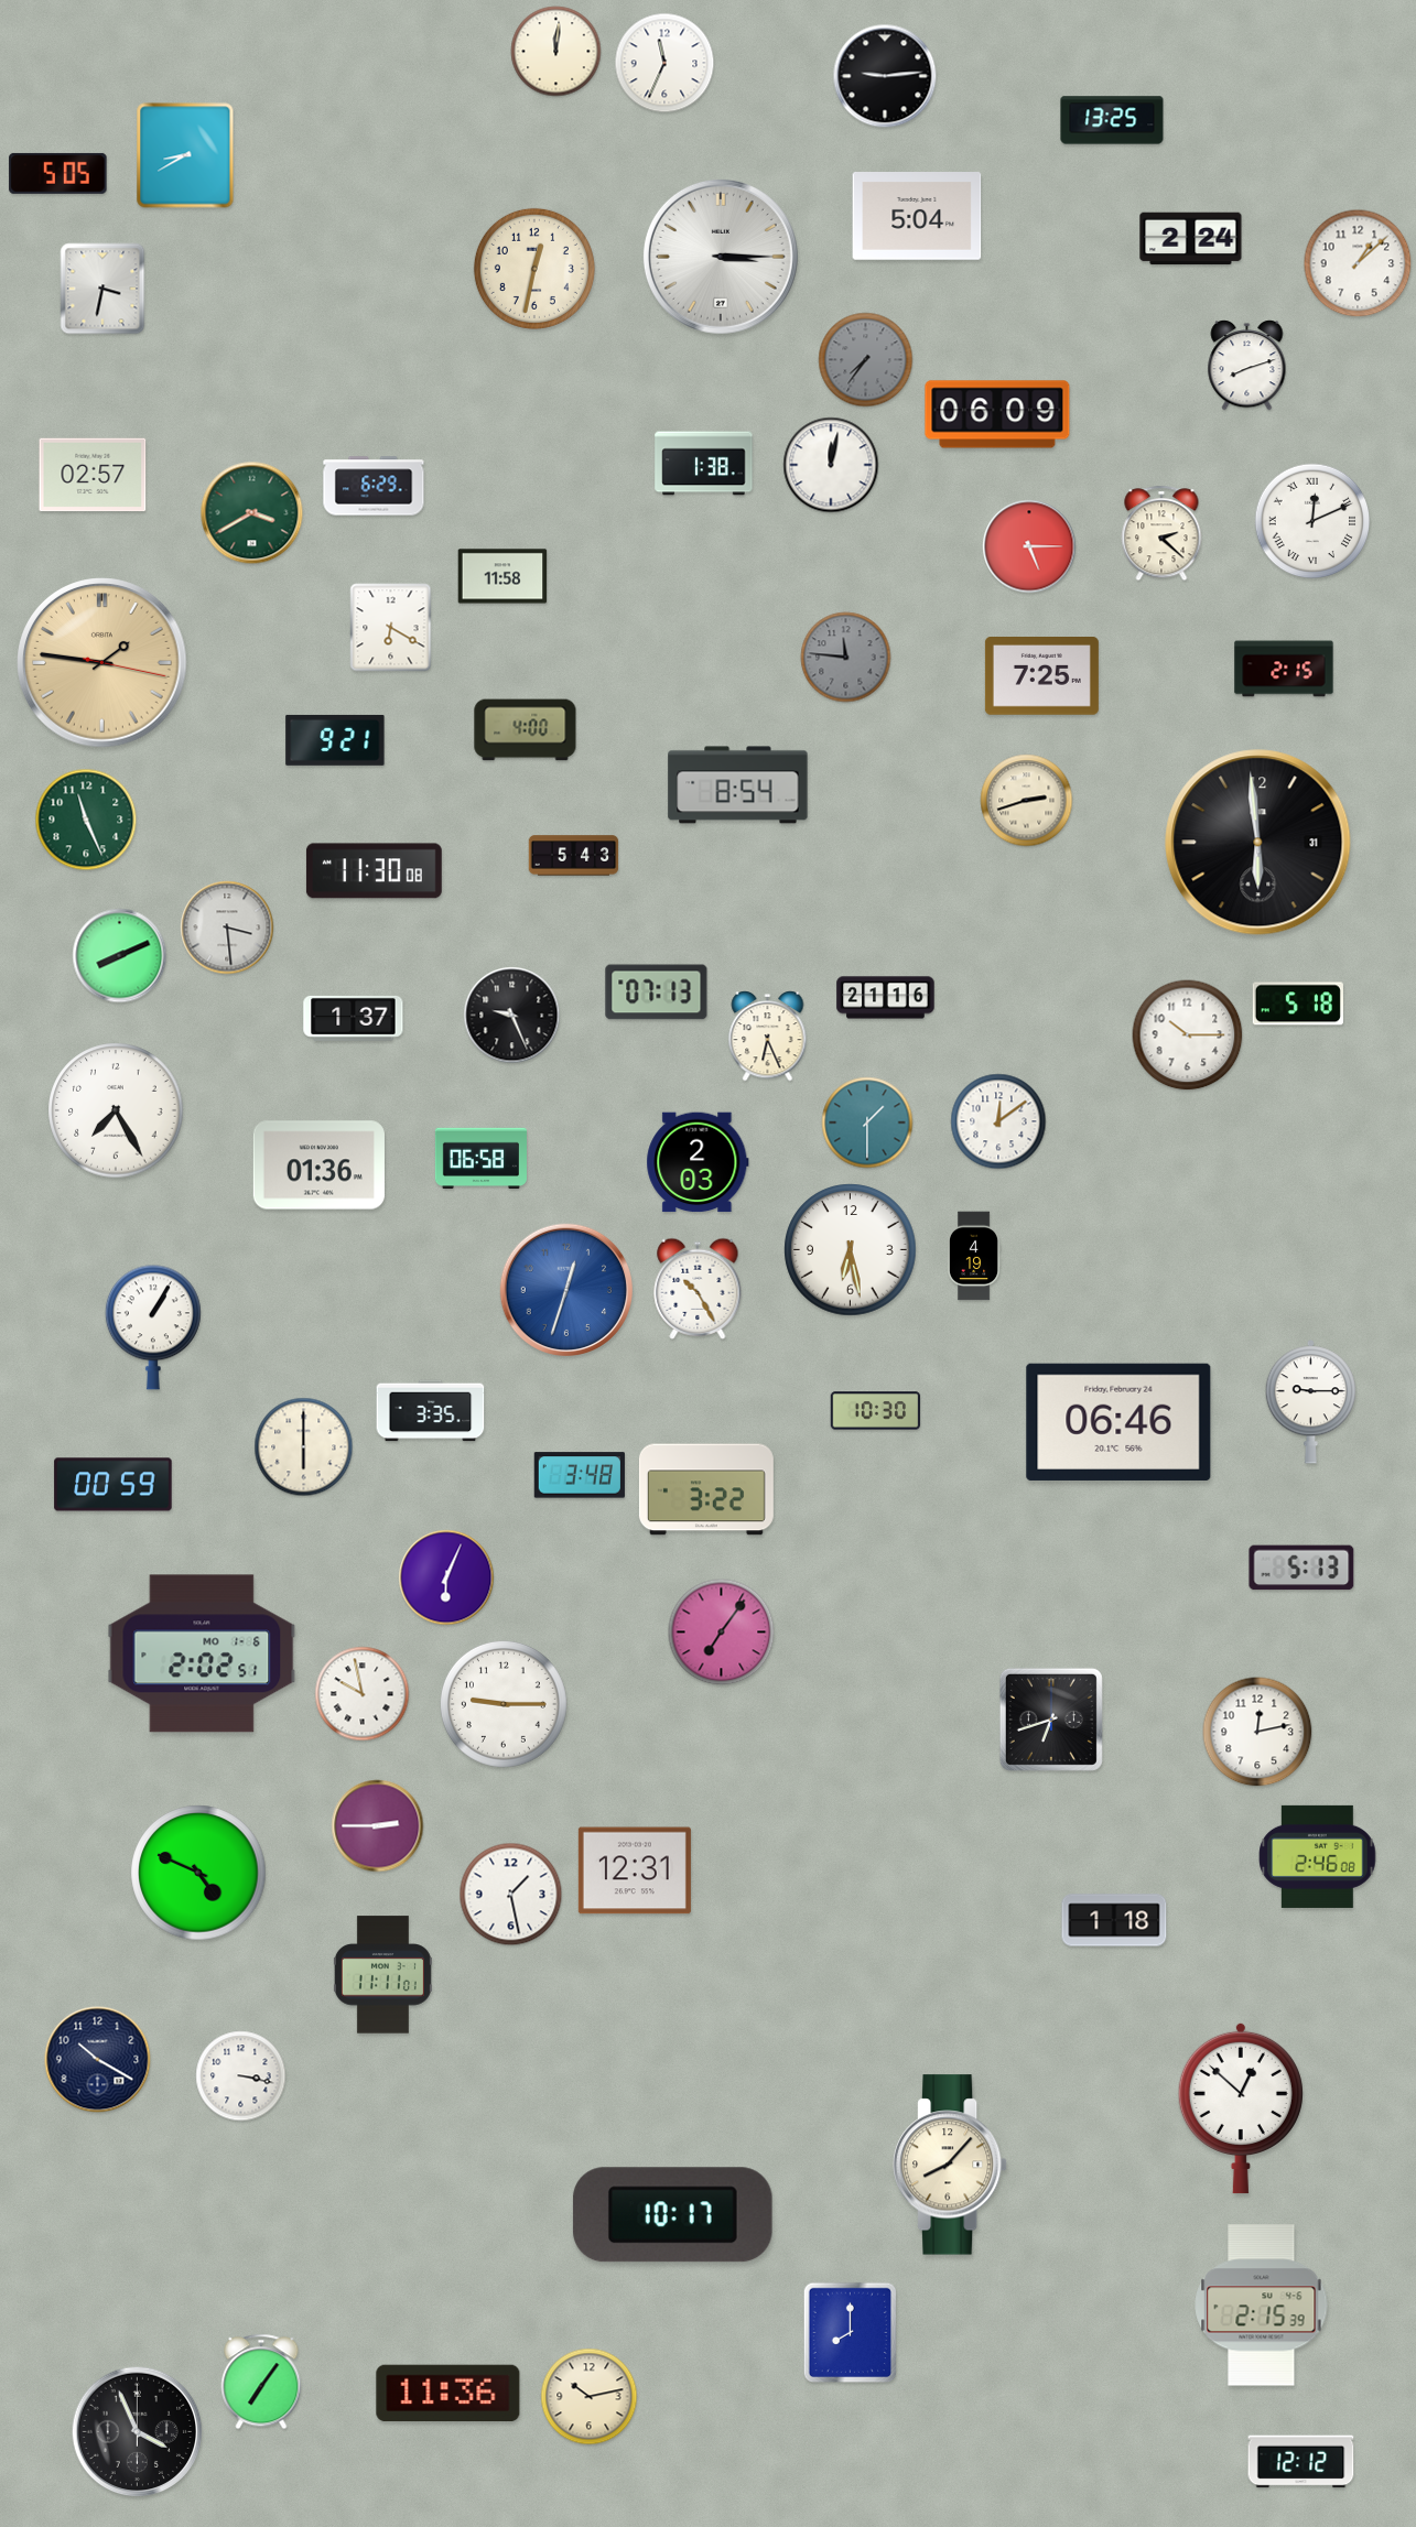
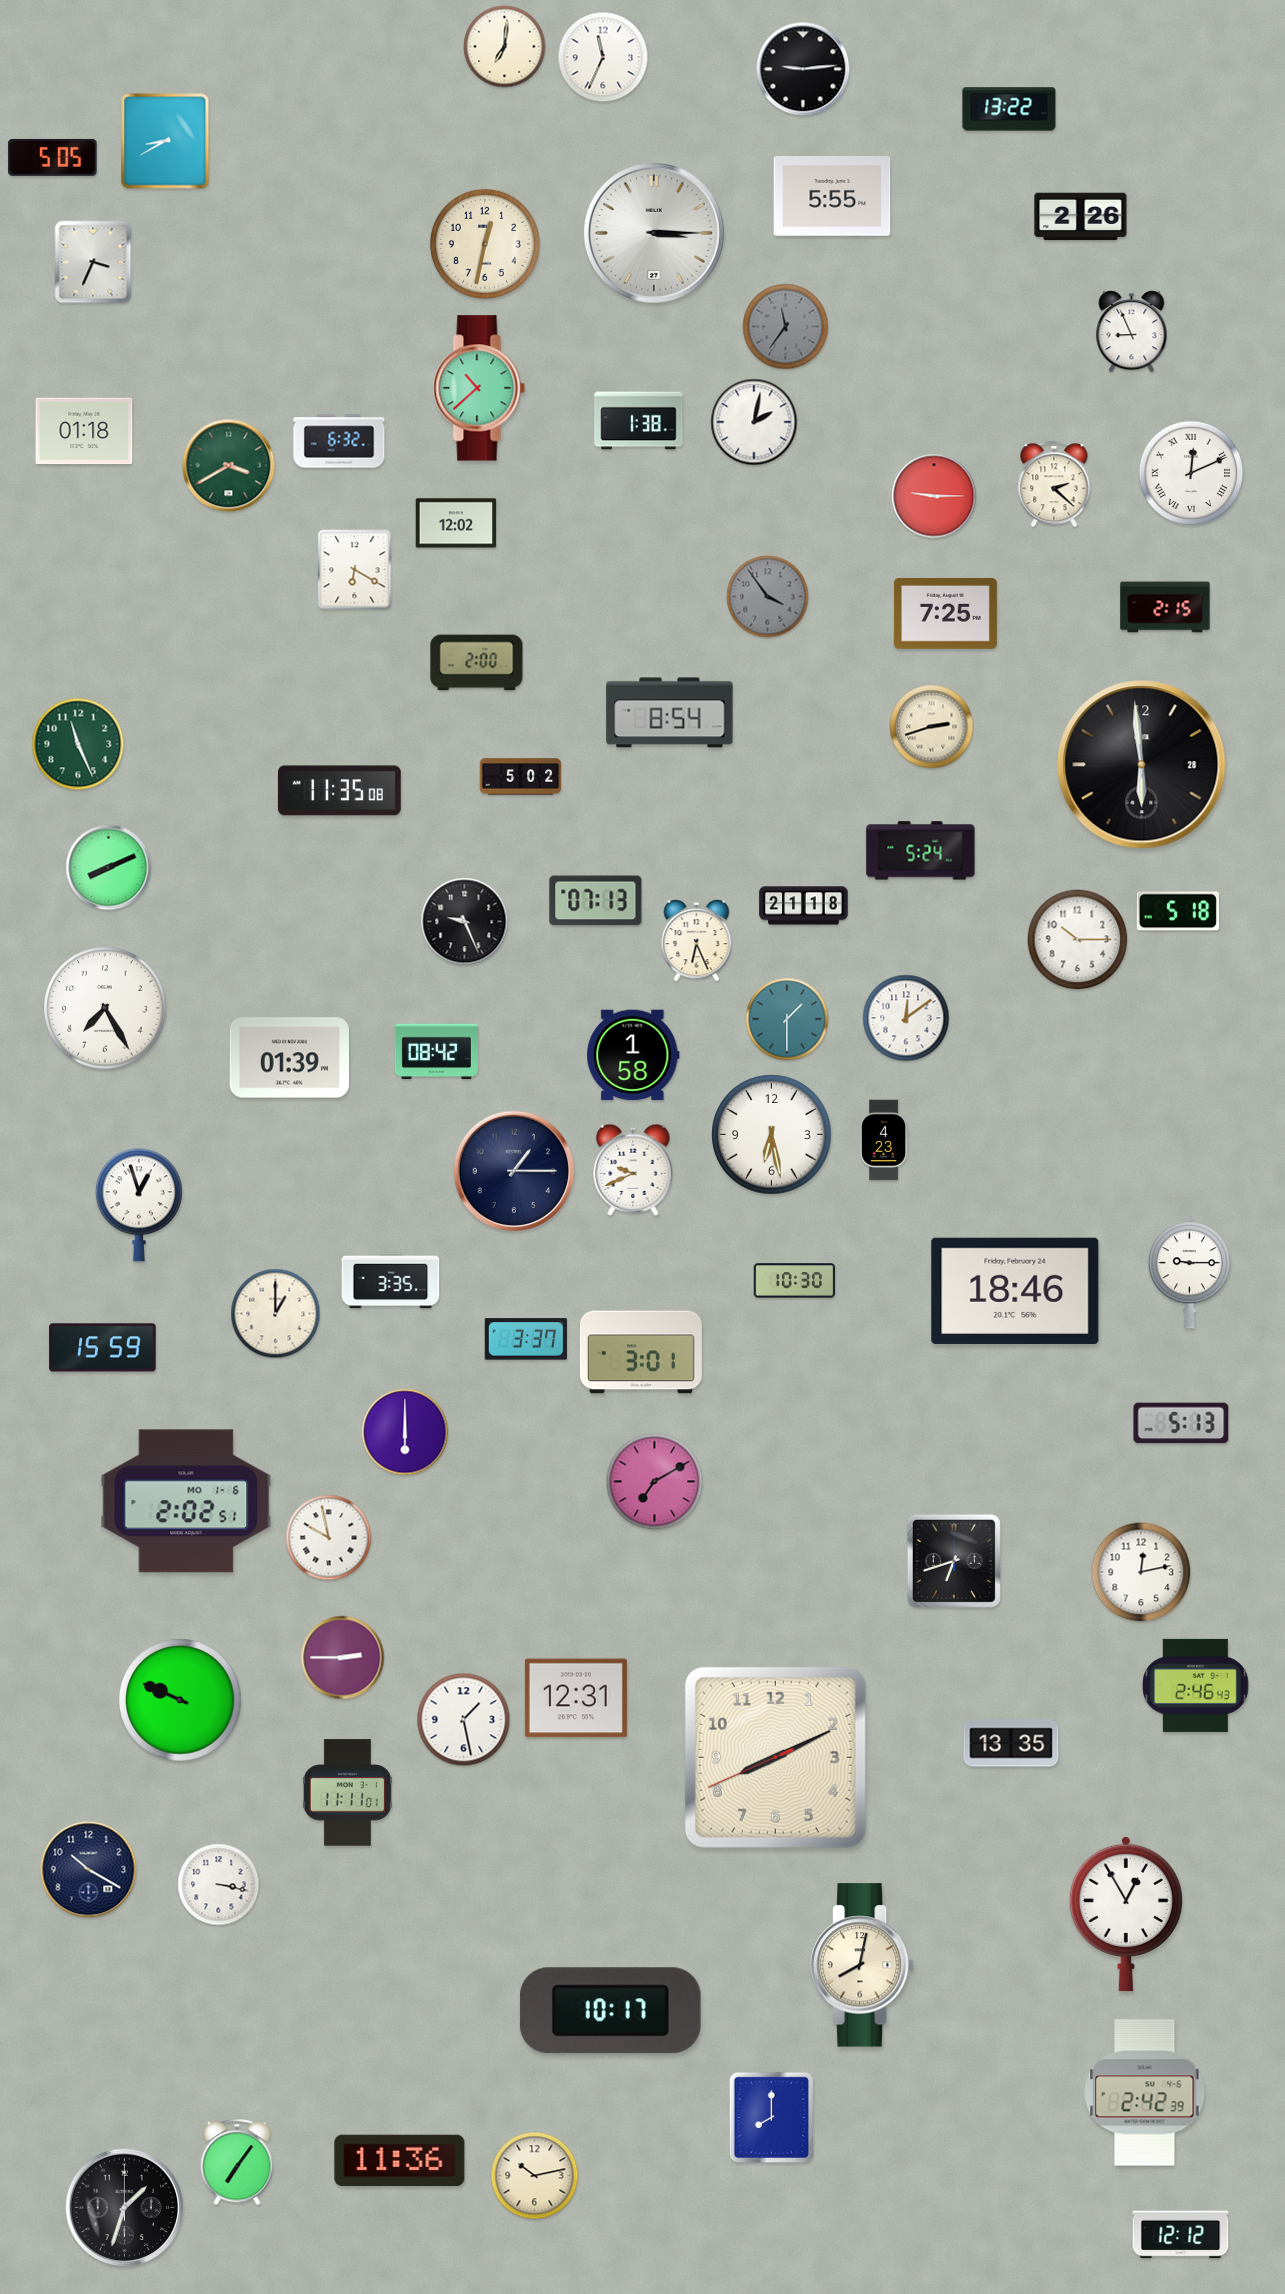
clock at (556, 52): 12:01 -> 7:01
clock at (1112, 120): 13:25 -> 13:22
clock at (185, 155) position: (185, 155) -> (165, 141)
clock at (917, 217): 5:04 -> 5:55
clock at (1191, 239): 2:24 -> 2:26
clock at (1358, 263): 1:08 -> none
clock at (102, 289): 3:32 -> 3:34
clock at (866, 360): 7:36 -> 11:36
clock at (1247, 366): 8:12 -> 8:56
clock at (997, 414): 06:09 -> none
clock at (479, 388): none -> 10:38
clock at (831, 465): 12:02 -> 2:02
clock at (93, 475): 02:57 -> 01:18
clock at (374, 486): 6:29 -> 6:32
clock at (1029, 546): 5:15 -> 9:15
clock at (502, 576): 11:58 -> 12:02
clock at (846, 658): 11:46 -> 3:54
clock at (102, 663): 1:46 -> none
clock at (526, 730): 4:00 -> 2:00
clock at (335, 740): 9:21 -> none
clock at (1258, 843) date: 31 -> 28
clock at (574, 856): 5:43 -> 5:02
clock at (374, 871): 11:30 -> 11:35
clock at (227, 928): 3:29 -> none
clock at (921, 851): none -> 5:24
clock at (886, 998): 21:16 -> 21:18
clock at (354, 1018): 1:37 -> none
clock at (480, 1159): 06:58 -> 08:42
clock at (698, 1162): 2:03 -> 1:58
clock at (318, 1165): 01:36 -> 01:39
clock at (974, 1256): 4:19 -> 4:23
clock at (565, 1289): 12:33 -> 1:15
clock at (565, 1289) dial: blue -> navy
clock at (698, 1289): 10:25 -> 9:41
clock at (153, 1327): 1:05 -> 12:57
clock at (1118, 1422): 06:46 -> 18:46
clock at (304, 1447): 6:00 -> 1:00
clock at (580, 1475): 3:48 -> 3:37
clock at (114, 1485): 00:59 -> 15:59
clock at (706, 1489): 3:22 -> 3:01
clock at (446, 1577): 6:04 -> 6:00
clock at (722, 1633): 7:06 -> 7:10
clock at (202, 1653) position: (202, 1653) -> (186, 1501)
clock at (504, 1704): 9:15 -> none
clock at (1318, 1856): 2:46:08 -> 2:46:43
clock at (198, 1873): 4:49 -> 9:49
clock at (1114, 1920): 1:18 -> 13:35
clock at (775, 1757): none -> 8:10
clock at (1241, 2108): 12:52 -> 12:55
clock at (950, 2165): 8:07 -> 8:02
clock at (1262, 2306): 2:15 -> 2:42
clock at (448, 2394) position: (448, 2394) -> (400, 2161)
clock at (138, 2432): 3:56 -> 1:33
